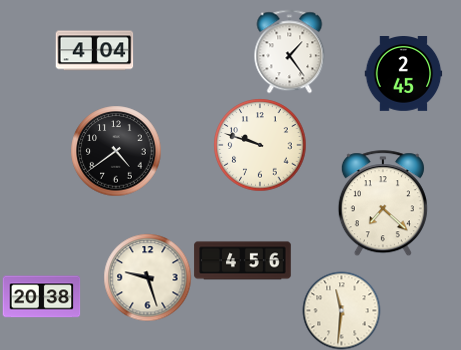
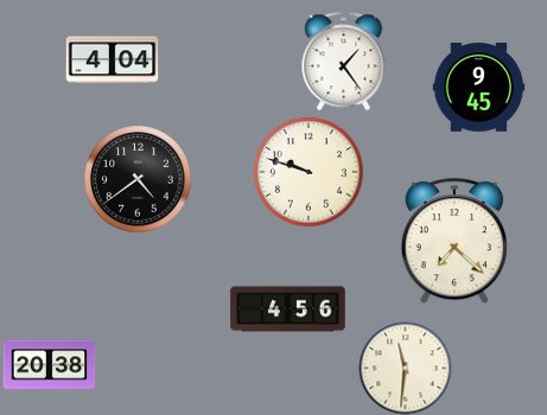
clock at (403, 74): 2:45 -> 9:45
clock at (147, 277): 9:27 -> none
clock at (41, 297) position: (41, 297) -> (49, 365)
